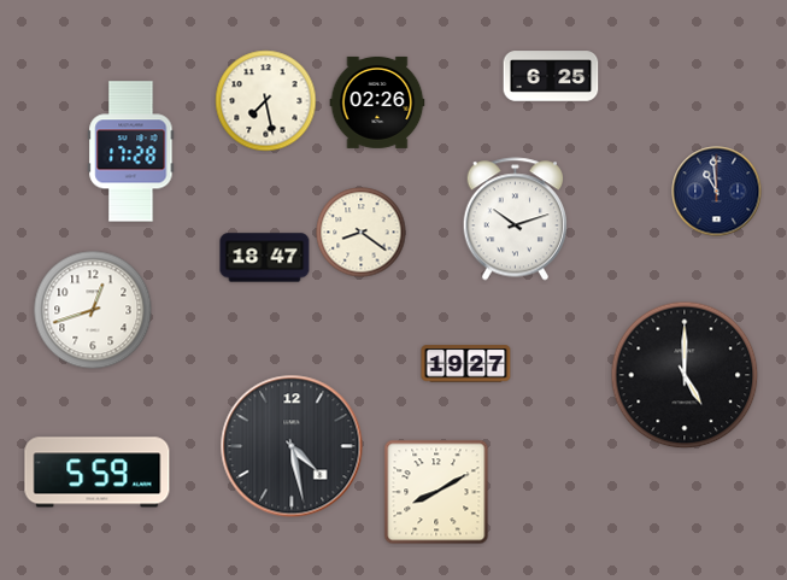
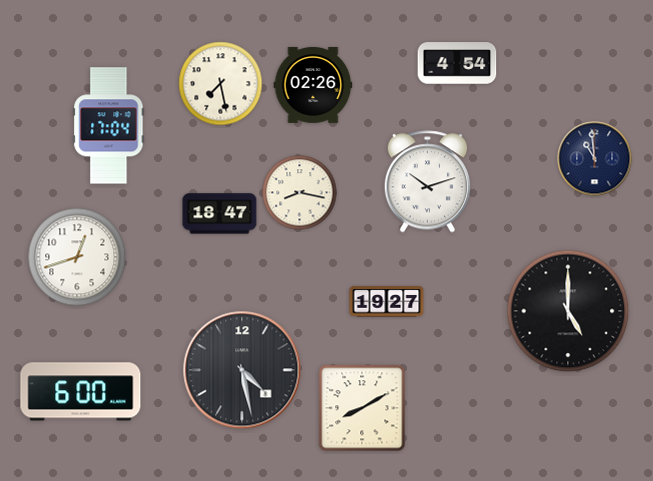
clock at (551, 76): 6:25 -> 4:54
clock at (131, 152): 17:28 -> 17:04
clock at (362, 233): 8:21 -> 8:17
clock at (98, 473): 5:59 -> 6:00
